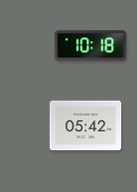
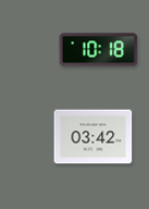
clock at (86, 126): 05:42 -> 03:42
